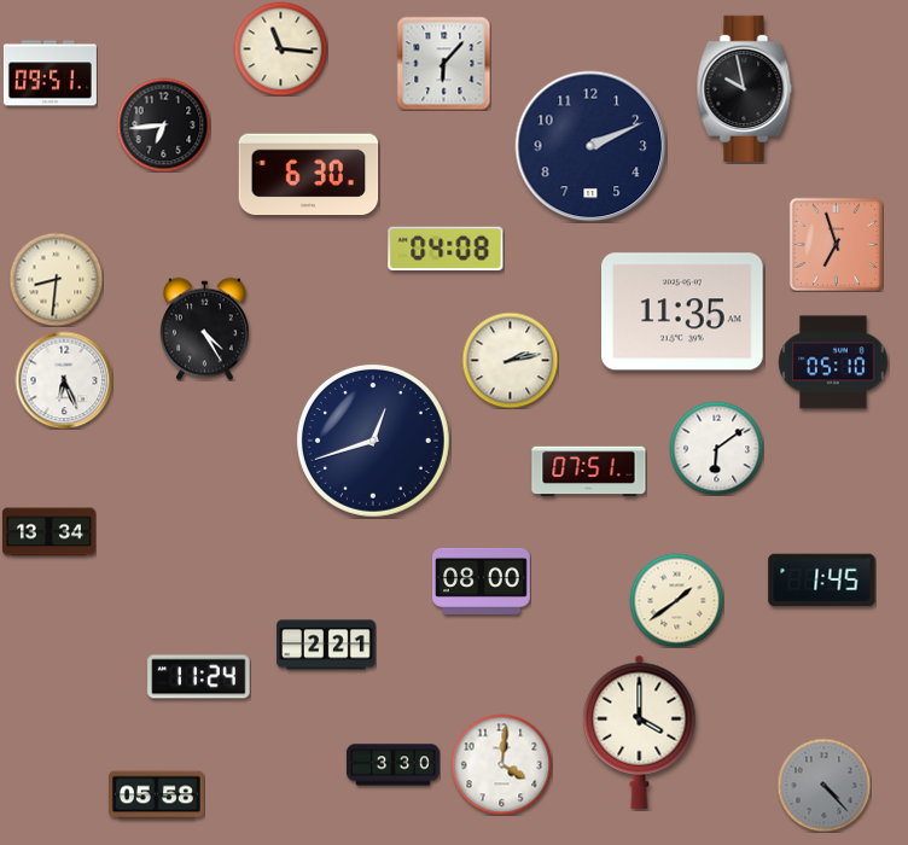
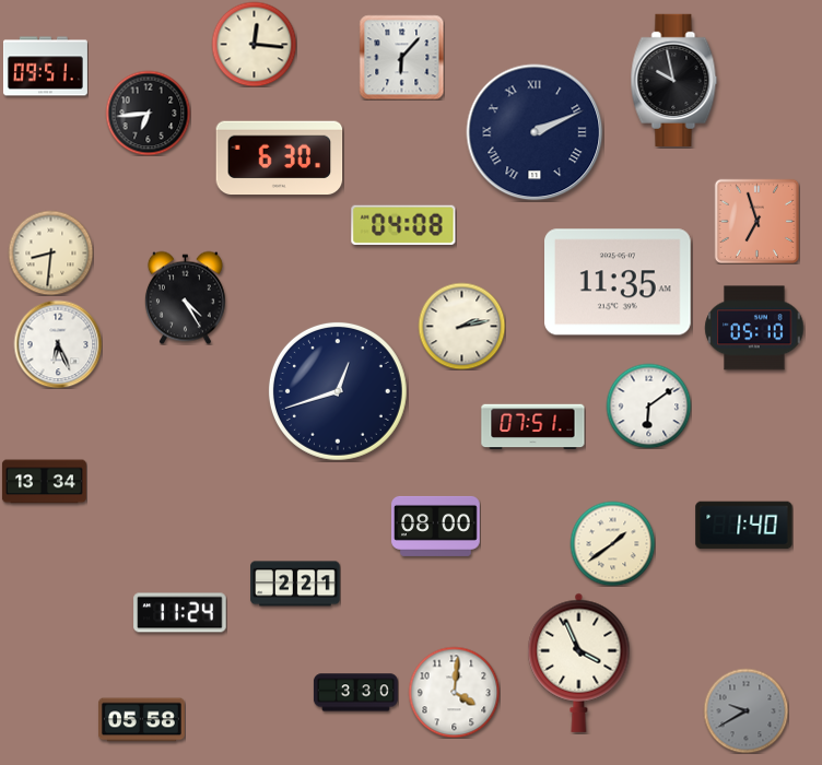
clock at (280, 48): 11:16 -> 12:16
clock at (590, 146) numerals: Arabic -> Roman
clock at (373, 441) position: (373, 441) -> (338, 391)
clock at (822, 581): 1:45 -> 1:40
clock at (640, 732): 4:00 -> 3:56
clock at (823, 785): 4:23 -> 9:40
